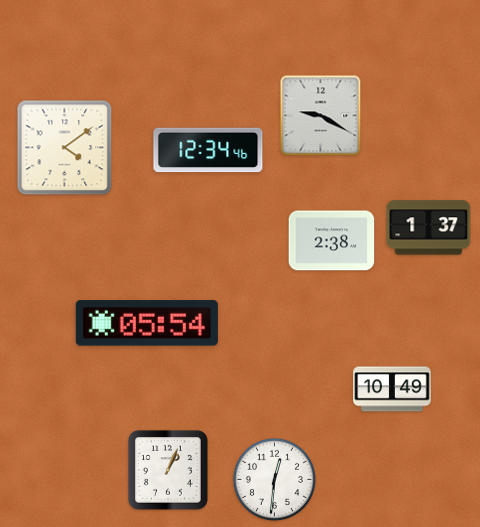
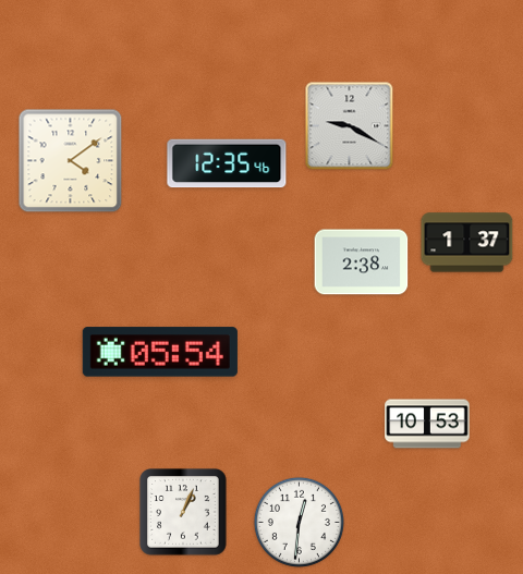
clock at (208, 150): 12:34 -> 12:35
clock at (429, 228) position: (429, 228) -> (467, 243)
clock at (392, 389): 10:49 -> 10:53
